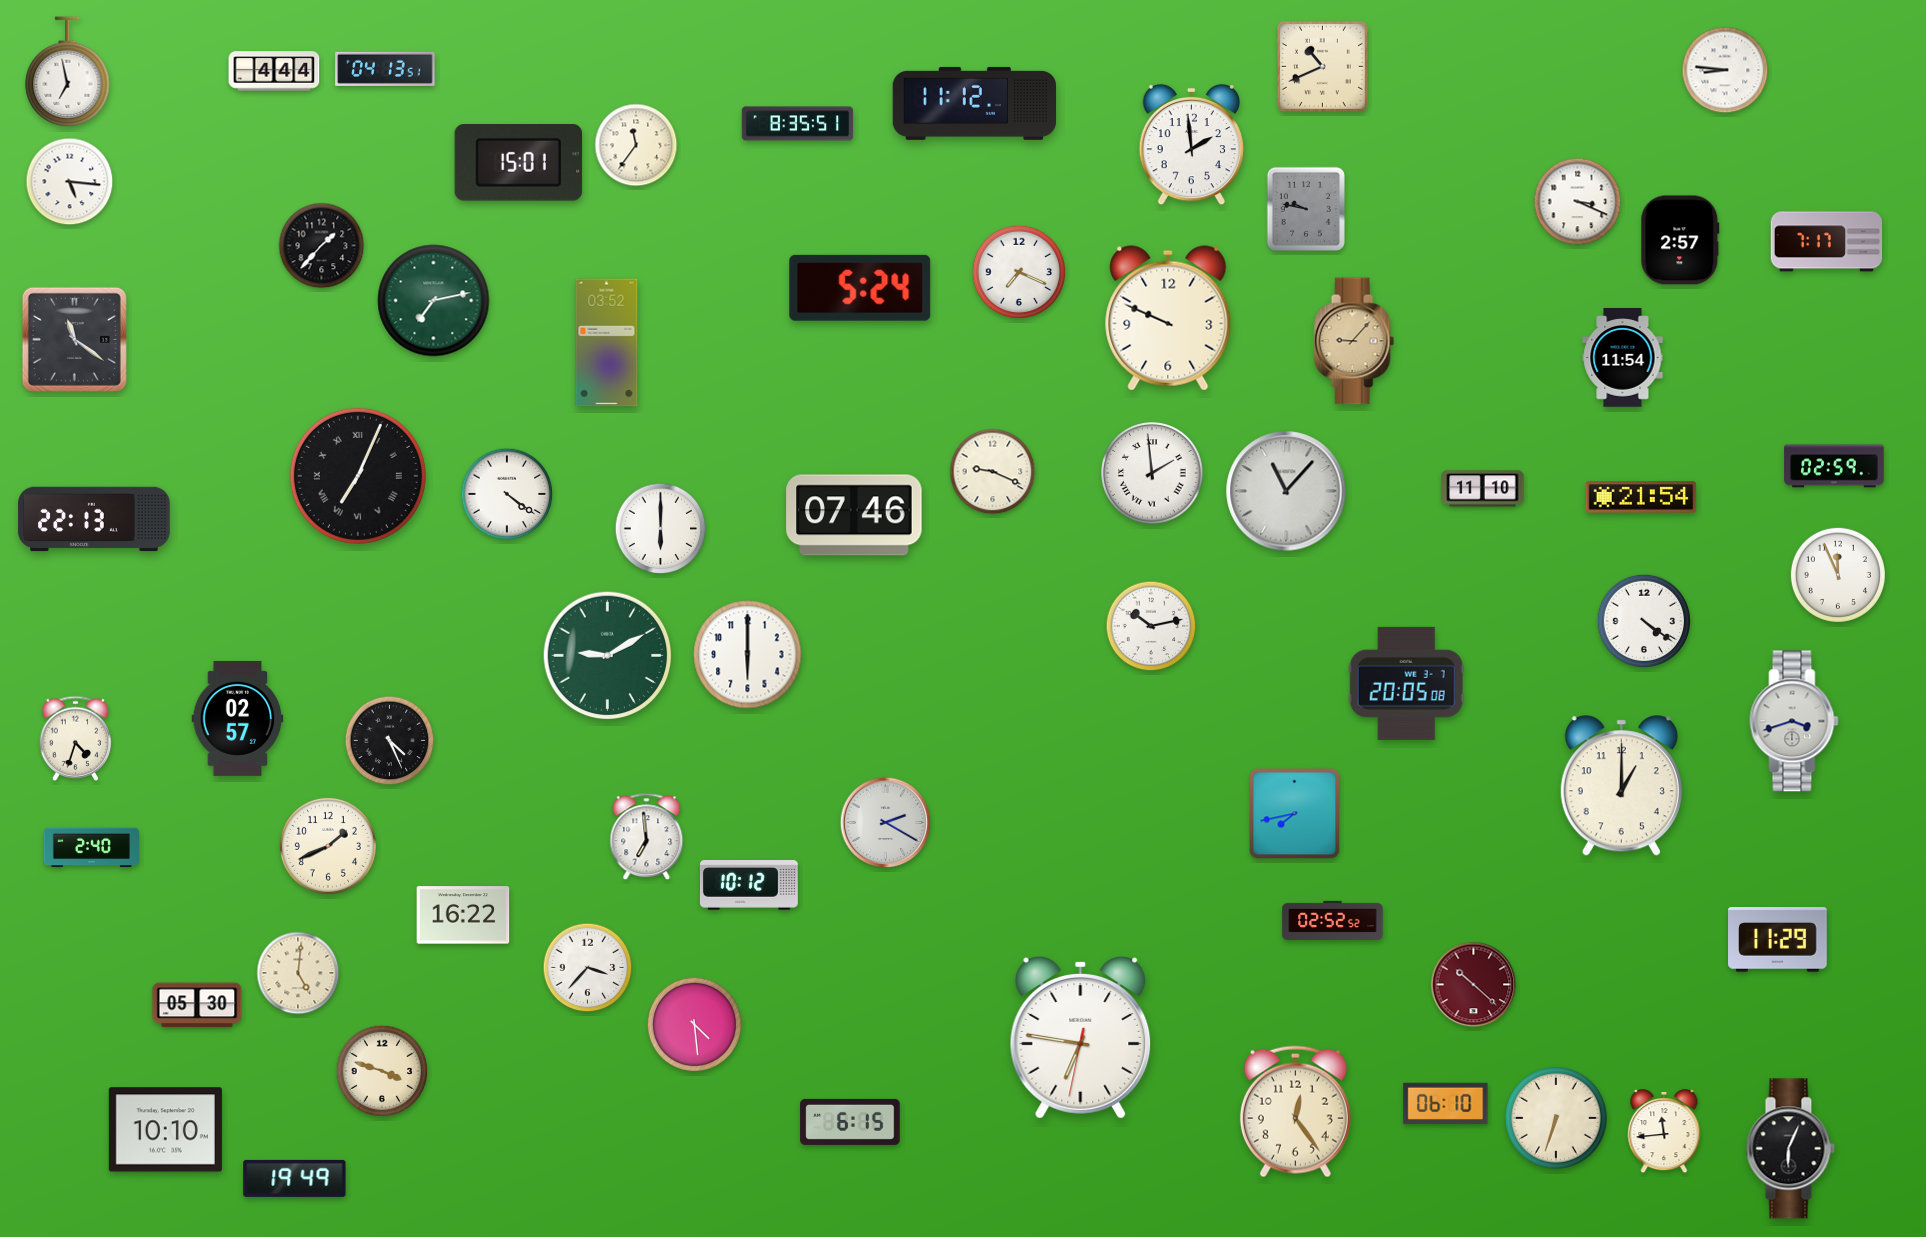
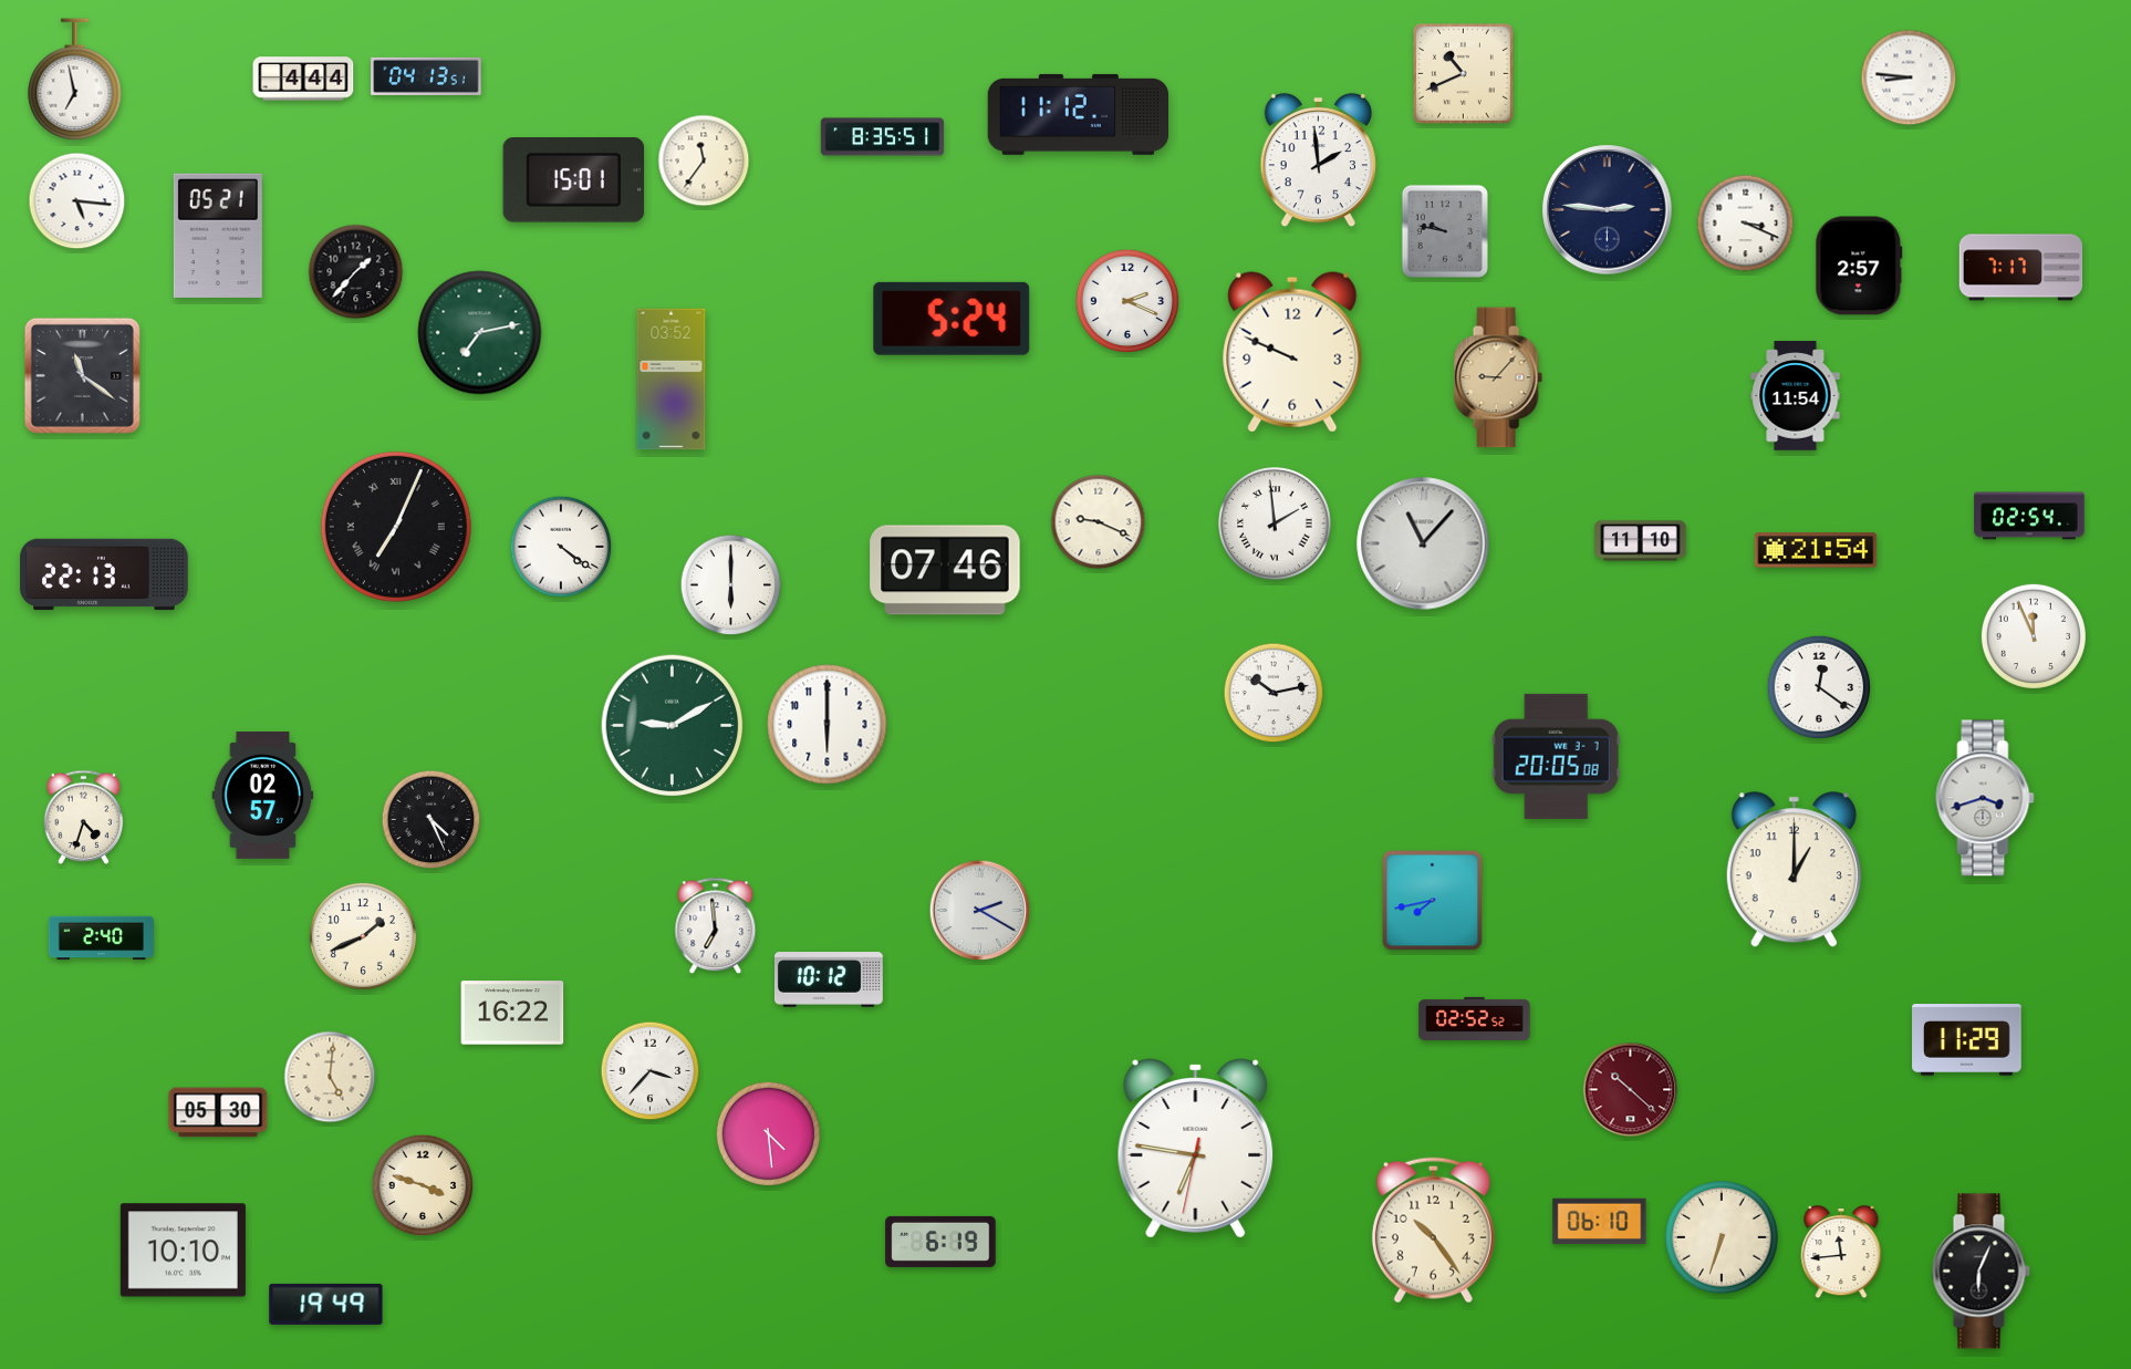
clock at (1608, 210): none -> 2:46
clock at (218, 236): none -> 05:21
clock at (1018, 271): 7:19 -> 2:19
clock at (1834, 466): 02:59 -> 02:54
clock at (1643, 620): 4:21 -> 12:21
clock at (1295, 1112): 12:24 -> 10:24
clock at (850, 1122): 6:15 -> 6:19
